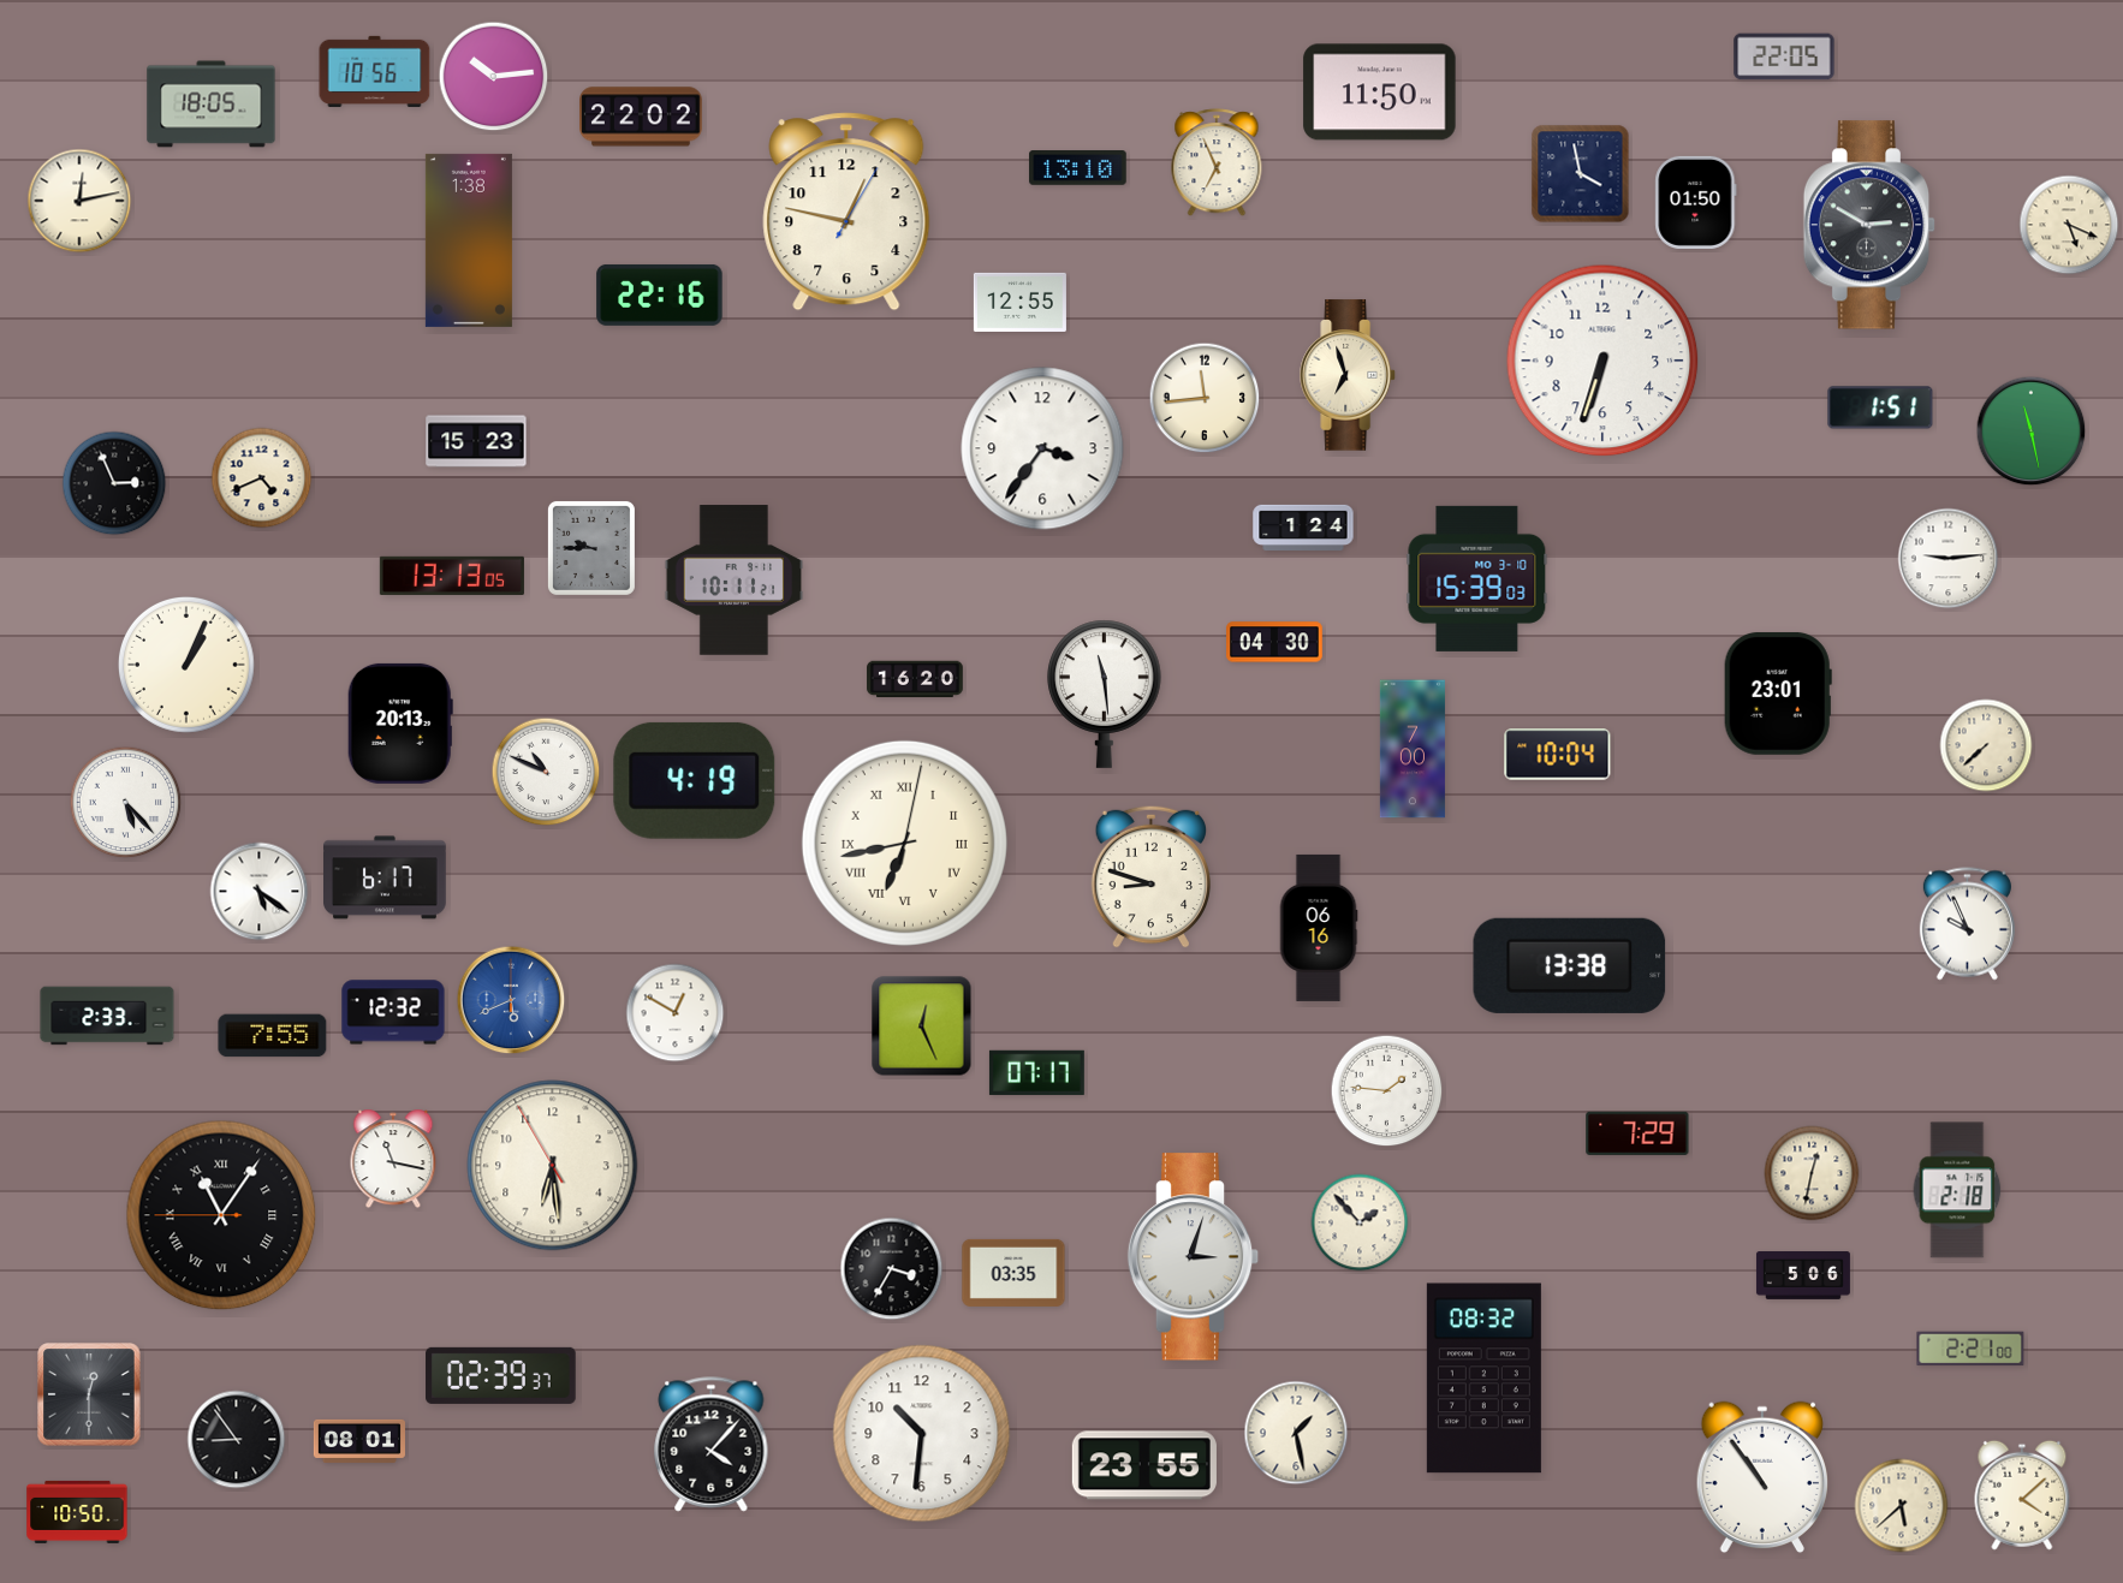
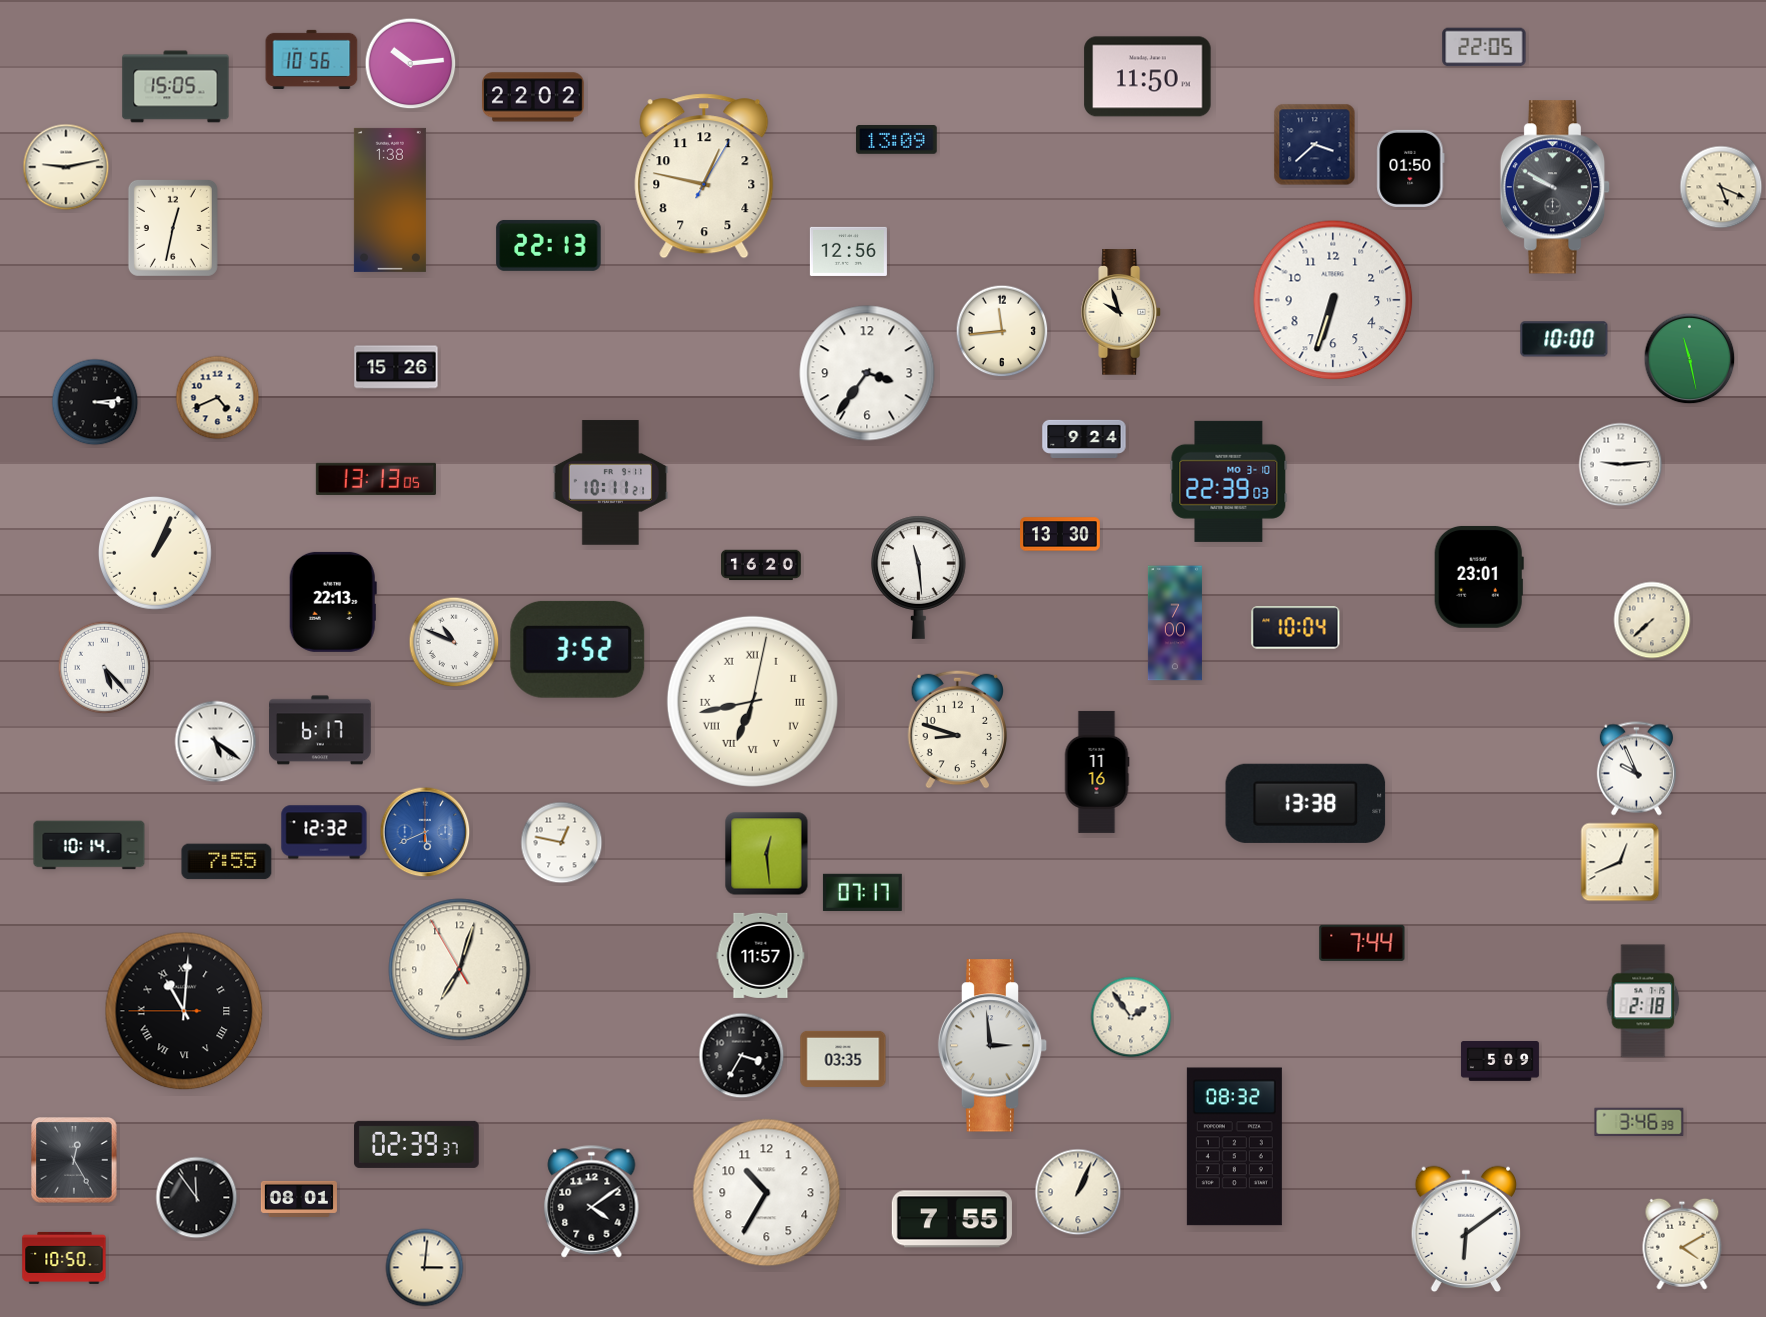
clock at (212, 105): 18:05 -> 15:05
clock at (1217, 163): 6:56 -> none
clock at (1078, 168): 13:10 -> 13:09
clock at (1581, 174): 3:58 -> 3:38
clock at (79, 201): 12:13 -> 9:13
clock at (1869, 225): 2:50 -> 9:50
clock at (173, 228): none -> 12:32
clock at (660, 294): 22:16 -> 22:13
clock at (1019, 302): 12:55 -> 12:56
clock at (1349, 375): 6:57 -> 9:57
clock at (1880, 407): 1:51 -> 10:00
clock at (476, 441): 15:23 -> 15:26
clock at (114, 483): 2:56 -> 3:14
clock at (1303, 526): 1:24 -> 9:24
clock at (591, 548): 9:45 -> none
clock at (1477, 578): 15:39 -> 22:39
clock at (1274, 642): 04:30 -> 13:30
clock at (400, 724): 20:13 -> 22:13
clock at (695, 780): 4:19 -> 3:52
clock at (1319, 928): 06:16 -> 11:16
clock at (393, 1012) position: (393, 1012) -> (324, 832)
clock at (676, 1013): 12:50 -> 12:47
clock at (107, 1016): 2:33 -> 10:14
clock at (922, 1026): 12:26 -> 12:29
clock at (1620, 862): none -> 12:41
clock at (1387, 1091): 1:46 -> none
clock at (1637, 1133): 7:29 -> 7:44
clock at (761, 955): none -> 11:57
clock at (393, 1159): 11:17 -> none
clock at (553, 1166): 6:28 -> 7:02
clock at (1812, 1173): 12:32 -> none
clock at (1957, 1190) position: (1957, 1190) -> (1643, 1001)
clock at (221, 1215): 11:05 -> 11:00
clock at (1360, 1222): 1:53 -> 1:54
clock at (1194, 1257): 3:03 -> 2:59
clock at (1803, 1276): 5:06 -> 5:09
clock at (1970, 1349): 2:21 -> 3:46
clock at (89, 1394): 12:30 -> 12:25
clock at (1296, 1433): 1:28 -> 1:04
clock at (922, 1434): 10:31 -> 10:35
clock at (237, 1440): 8:54 -> 11:54
clock at (712, 1445): 4:07 -> 4:09
clock at (1144, 1465): 23:55 -> 7:55
clock at (1761, 1477): 10:54 -> 6:09
clock at (2022, 1495): 4:08 -> 4:10
clock at (1902, 1506): 5:38 -> none
clock at (425, 1268): none -> 3:01
